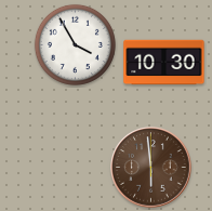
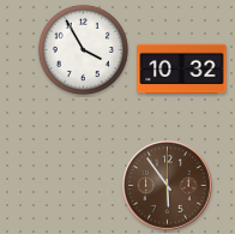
clock at (164, 63): 10:30 -> 10:32
clock at (151, 168): 5:59 -> 5:54
